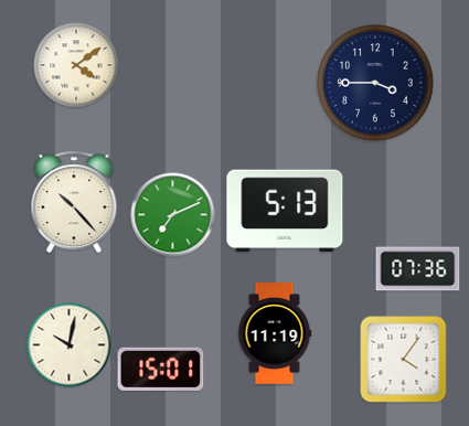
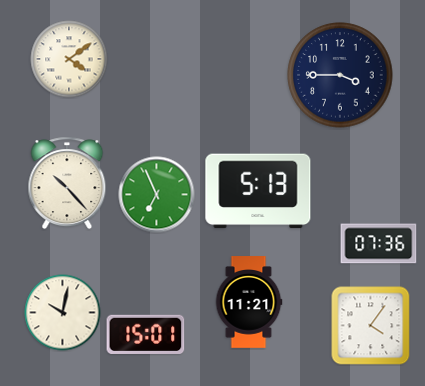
clock at (173, 215): 7:11 -> 6:56
clock at (275, 333): 11:19 -> 11:21
clock at (404, 360) position: (404, 360) -> (371, 326)
